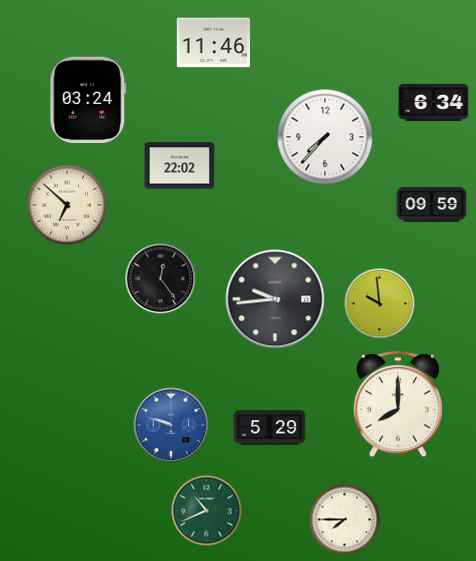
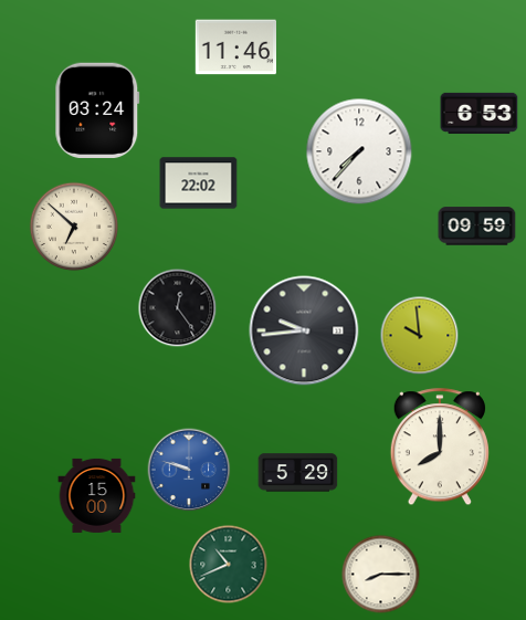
clock at (434, 102): 6:34 -> 6:53
clock at (97, 495): none -> 15:00
clock at (345, 520): 7:45 -> 8:15
